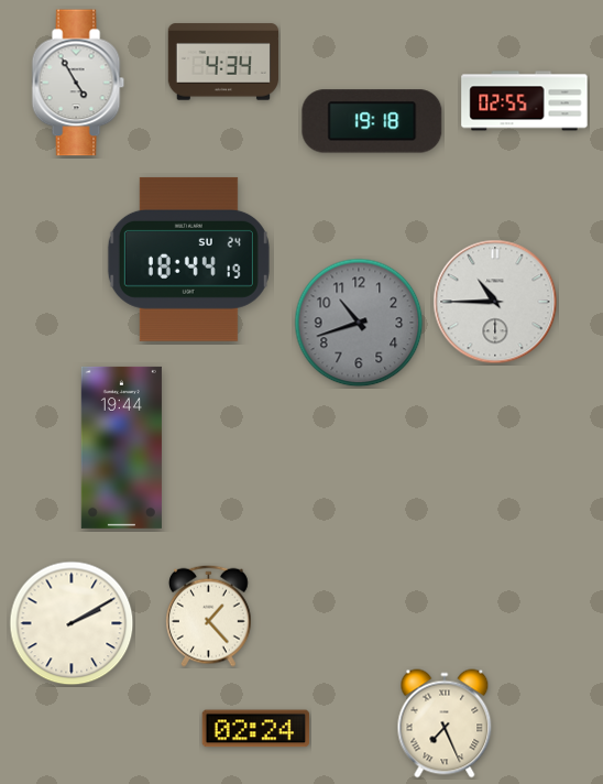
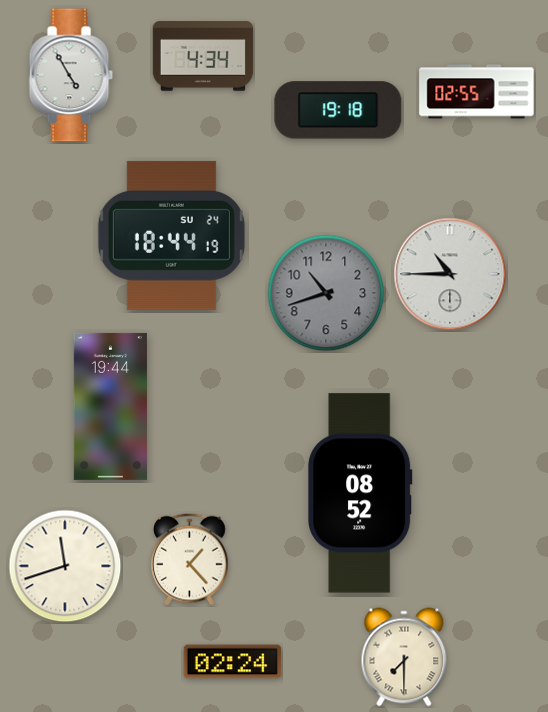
clock at (360, 493): none -> 08:52
clock at (72, 623): 2:10 -> 11:42
clock at (445, 723): 7:26 -> 7:30
